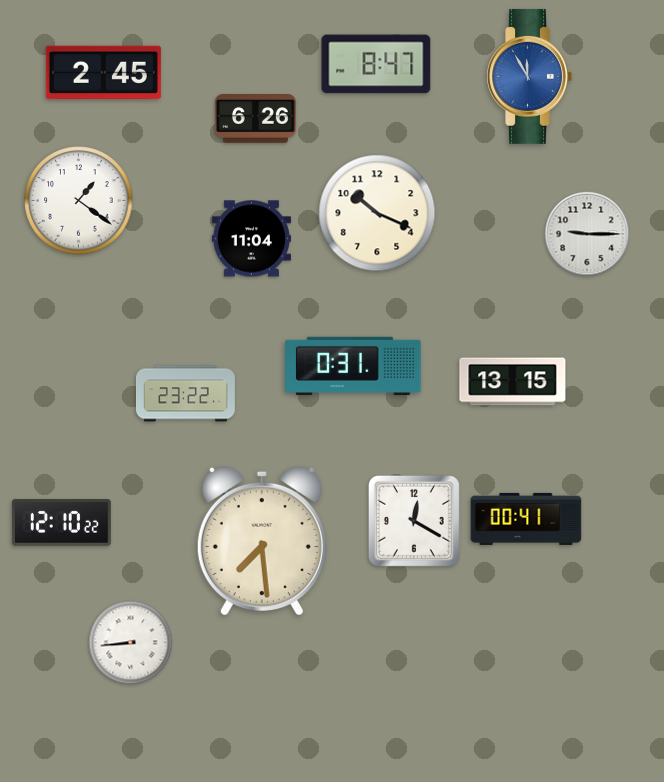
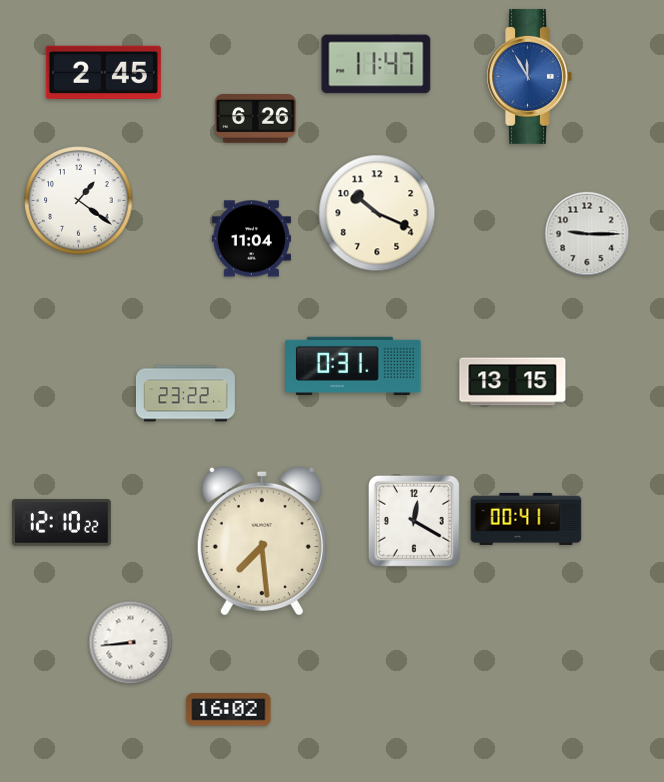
clock at (376, 64): 8:47 -> 11:47
clock at (229, 710): none -> 16:02
